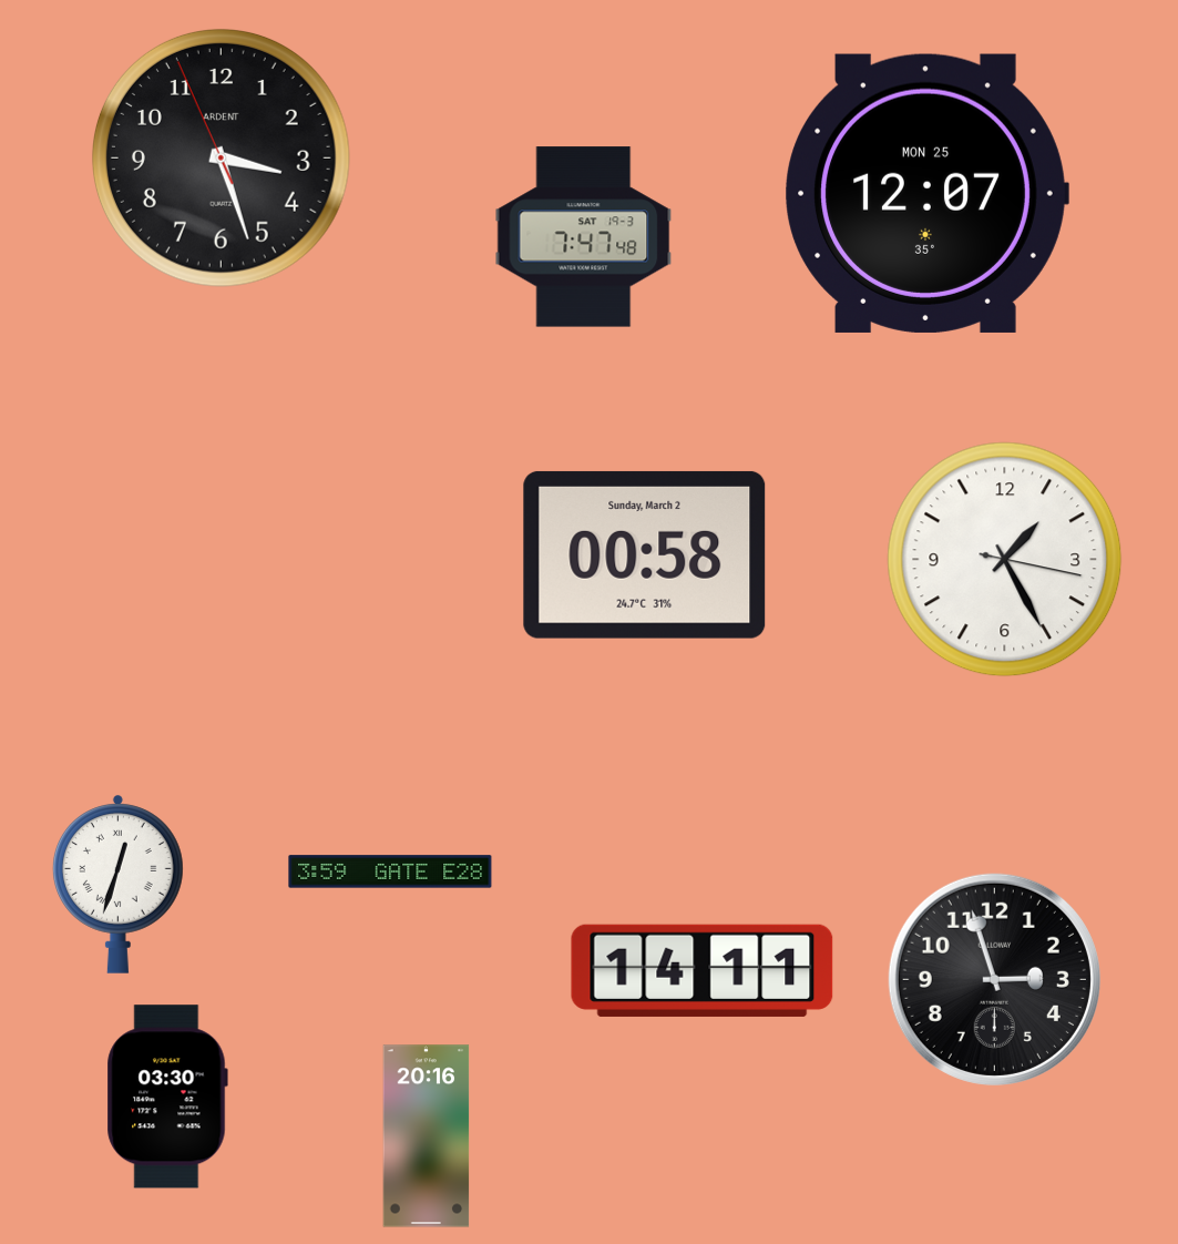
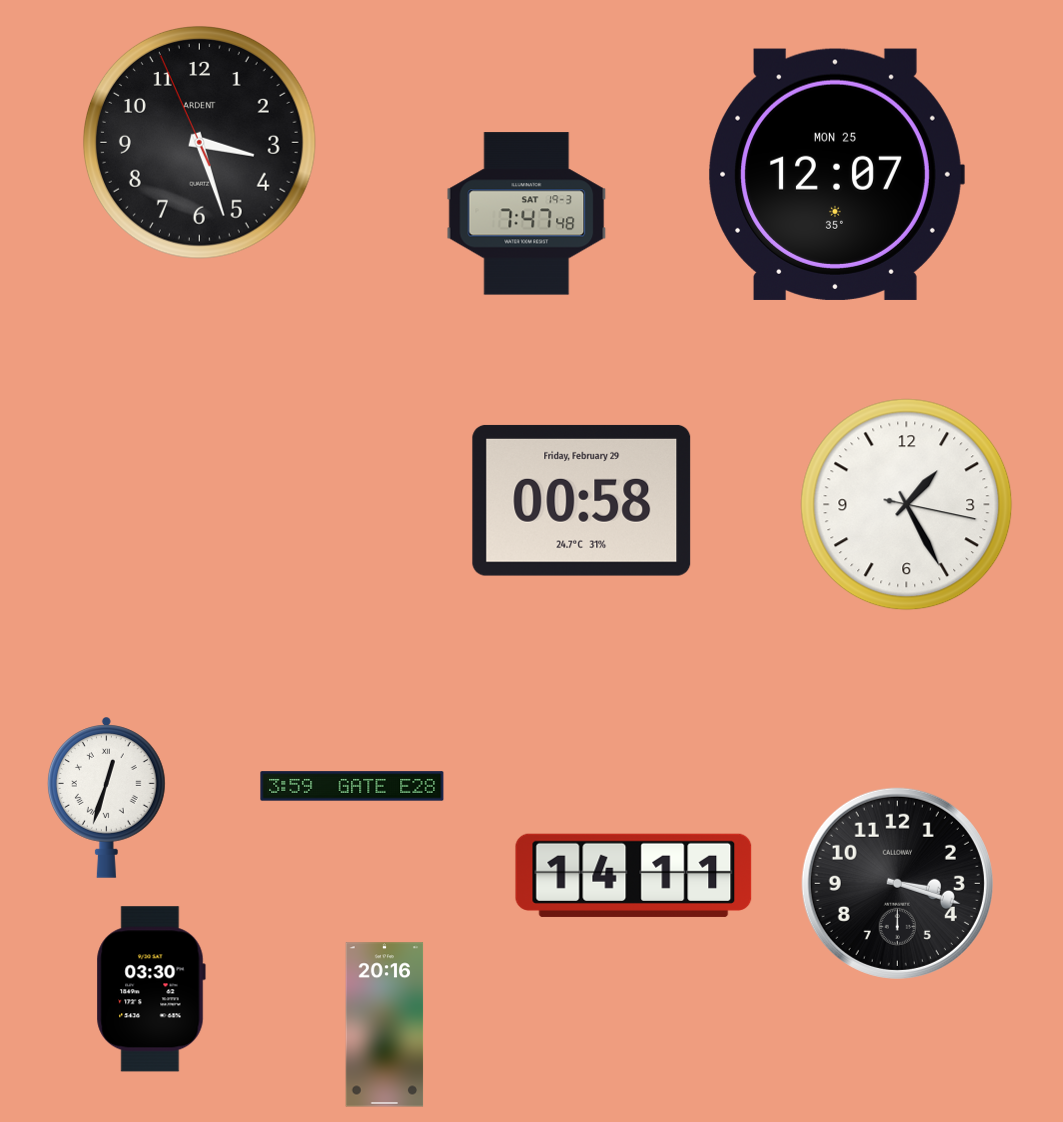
clock at (645, 554) date: Sunday, March 2 -> Friday, February 29
clock at (994, 979): 2:57 -> 3:18
